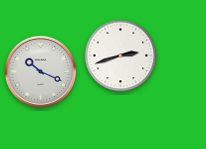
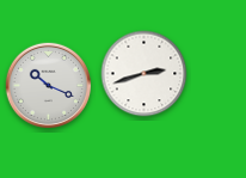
clock at (121, 56) position: (121, 56) -> (144, 74)
